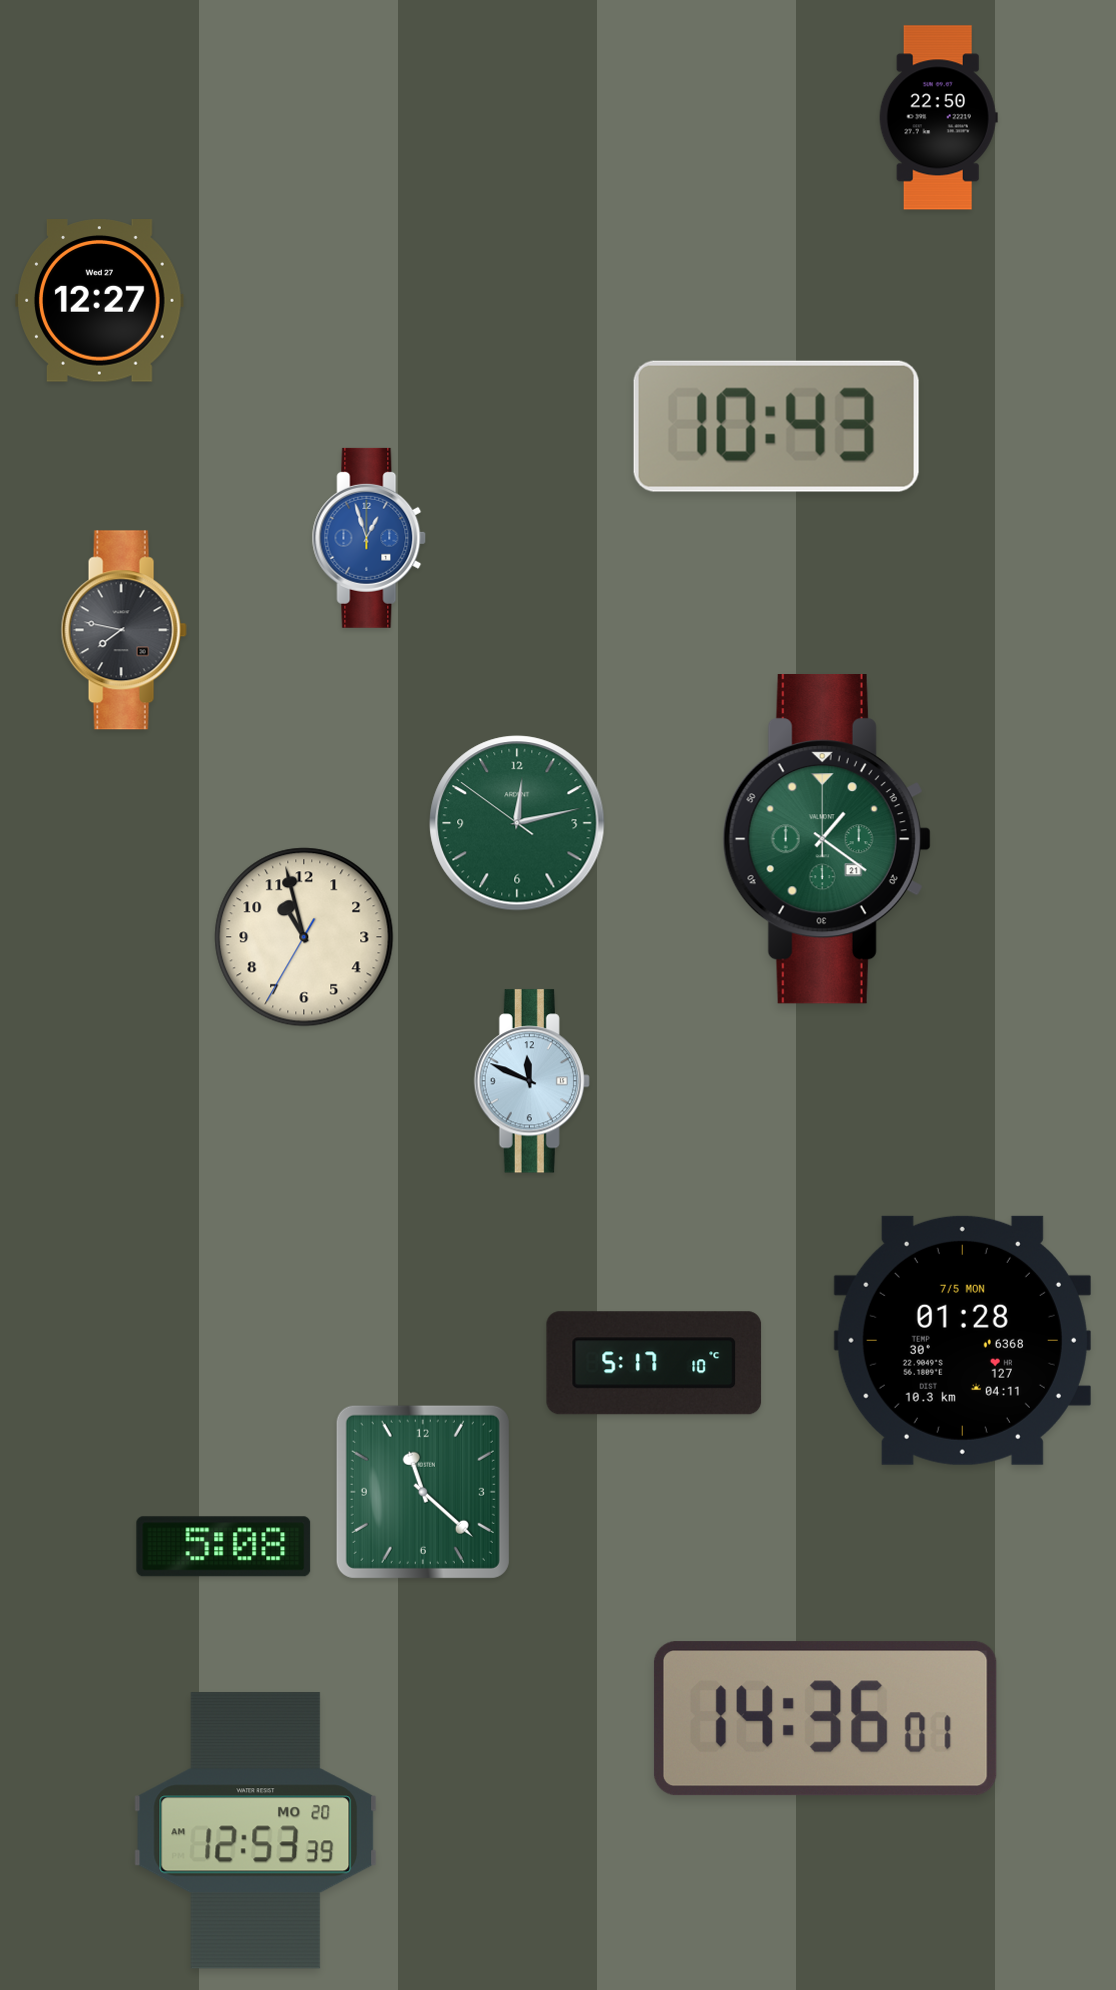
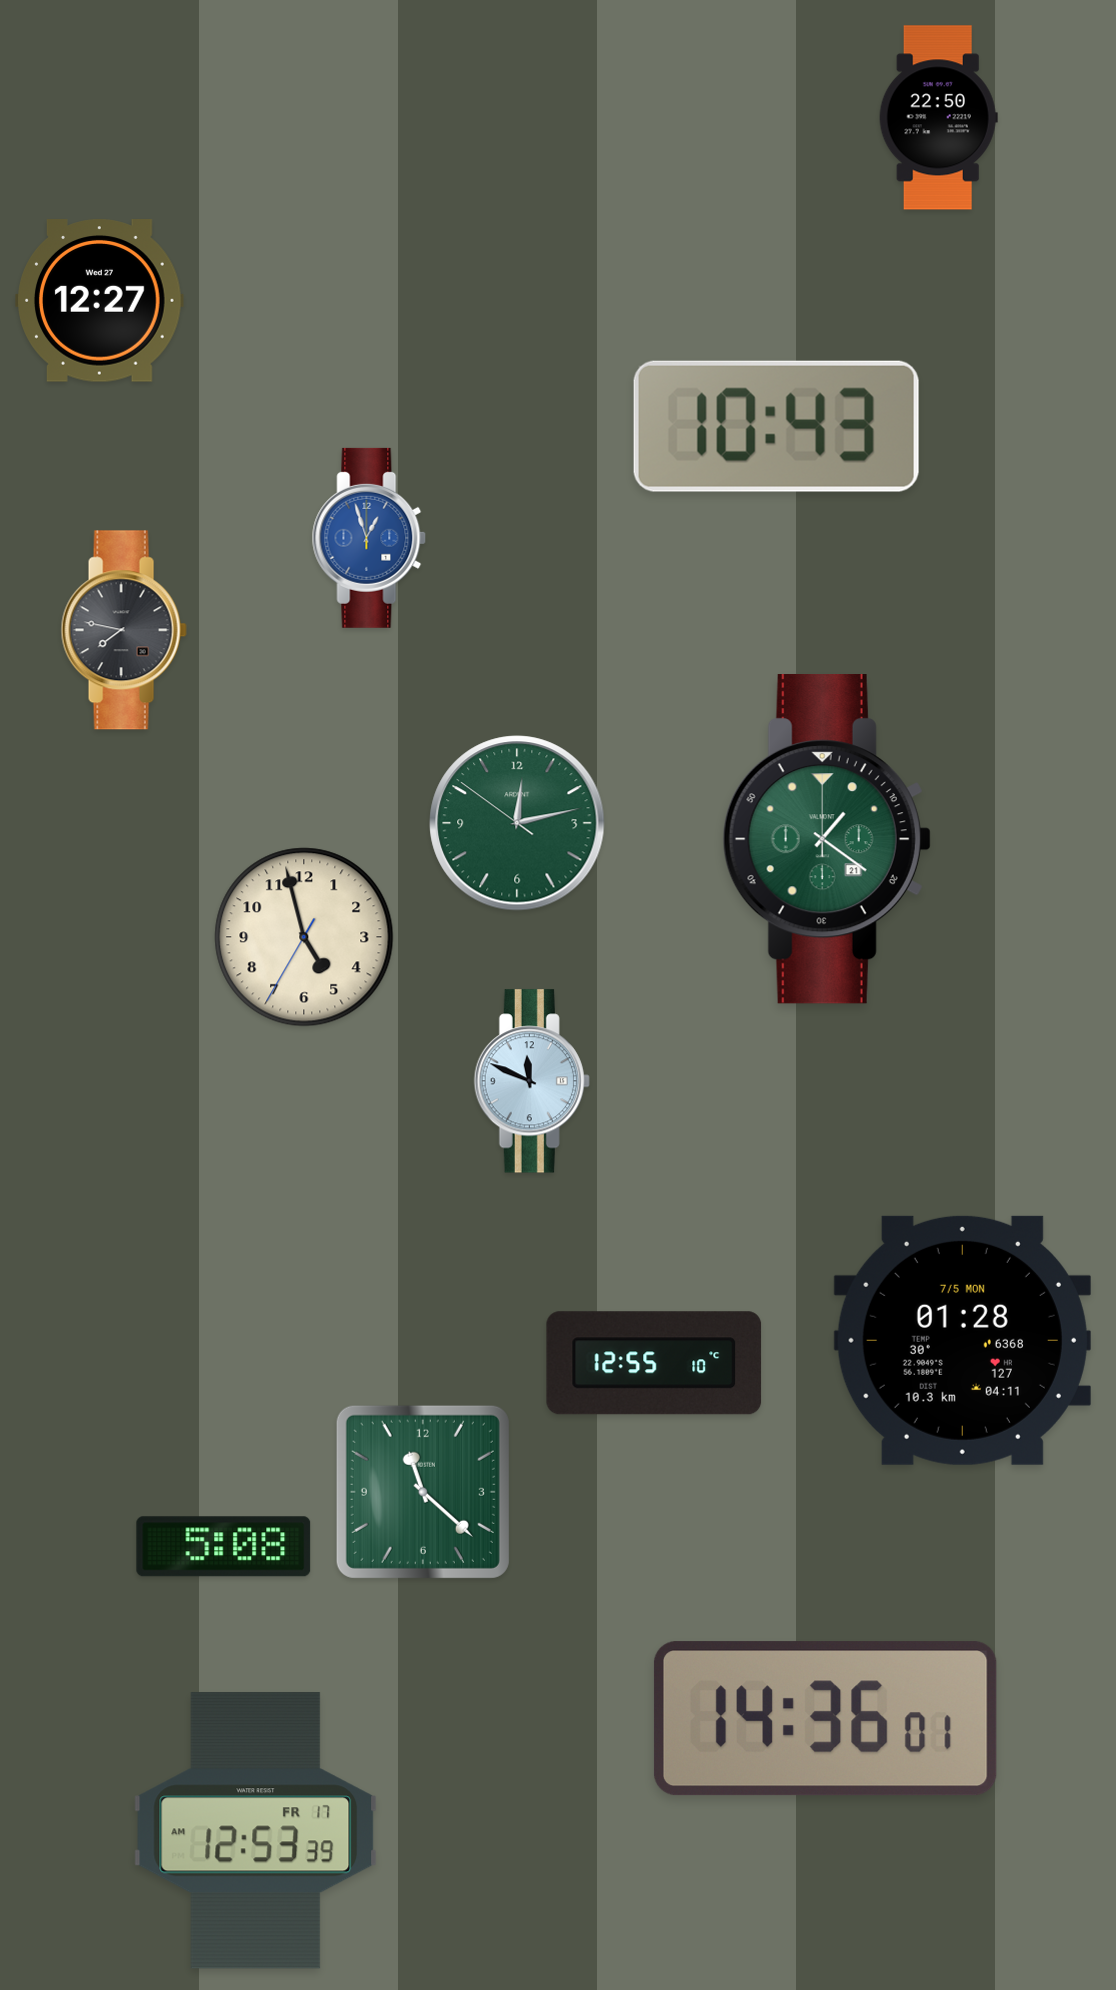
clock at (304, 937): 10:57 -> 4:57
clock at (654, 1363): 5:17 -> 12:55
clock at (256, 1831) date: MO 20 -> FR 17
